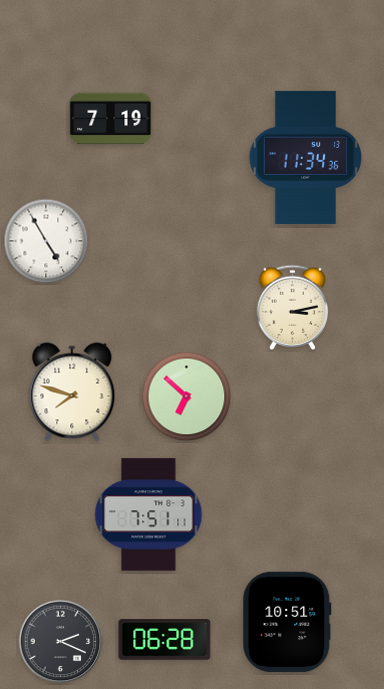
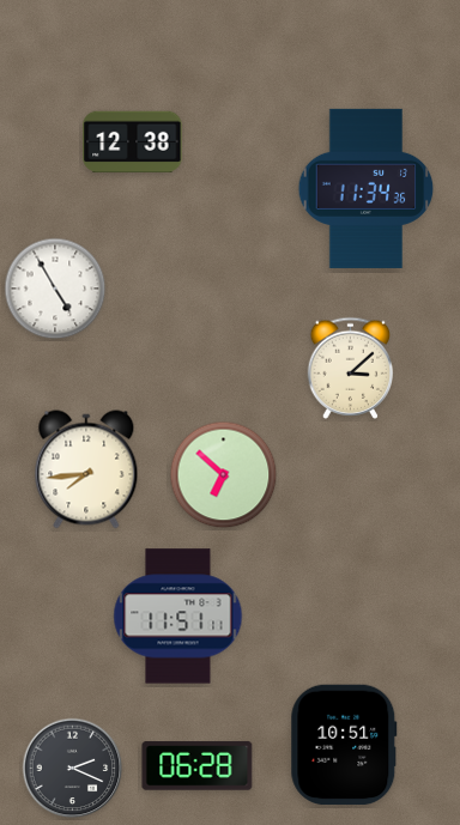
clock at (111, 118): 7:19 -> 12:38
clock at (293, 307): 3:13 -> 3:08
clock at (72, 392): 7:48 -> 7:44
clock at (149, 515): 7:51 -> 11:51
